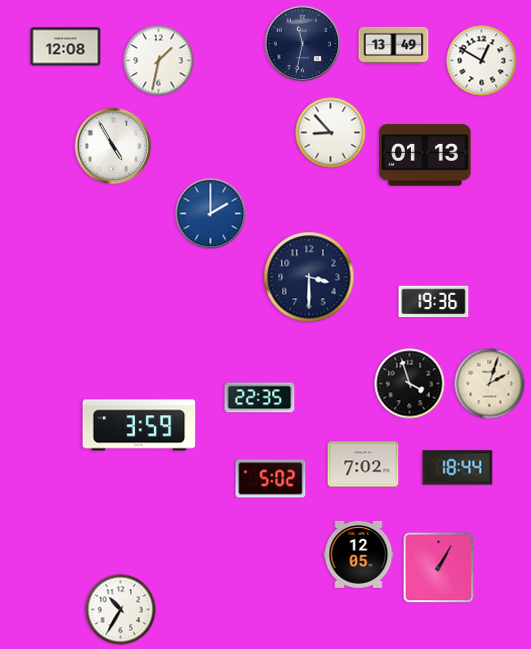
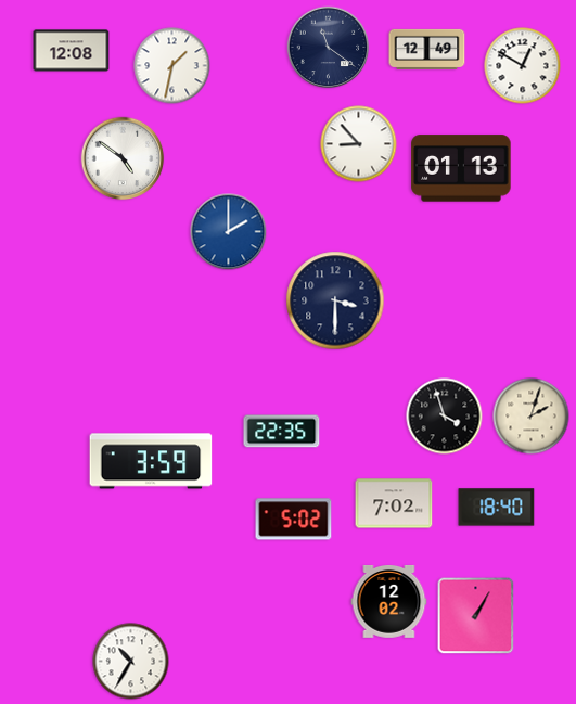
clock at (303, 44): 11:32 -> 11:21
clock at (394, 45): 13:49 -> 12:49
clock at (113, 146): 4:55 -> 4:51
clock at (434, 302): 19:36 -> none
clock at (458, 468): 18:44 -> 18:40
clock at (359, 554): 12:05 -> 12:02
